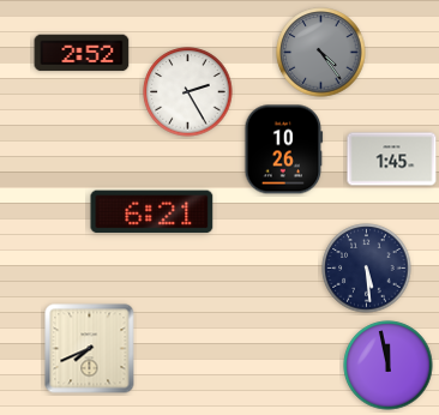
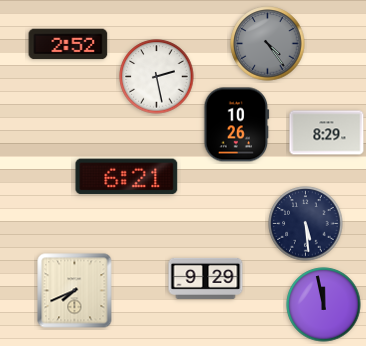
clock at (188, 92): 2:25 -> 2:28
clock at (392, 160): 1:45 -> 8:29
clock at (206, 278): none -> 9:29
